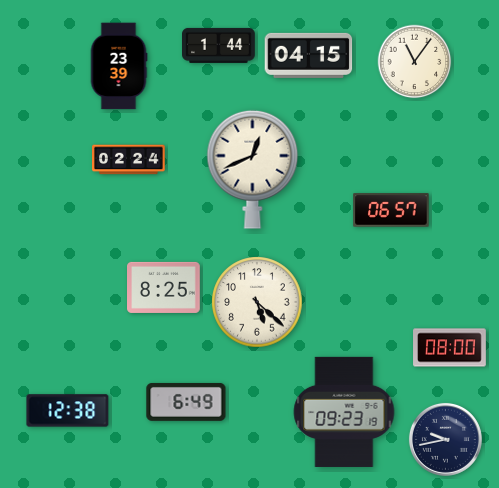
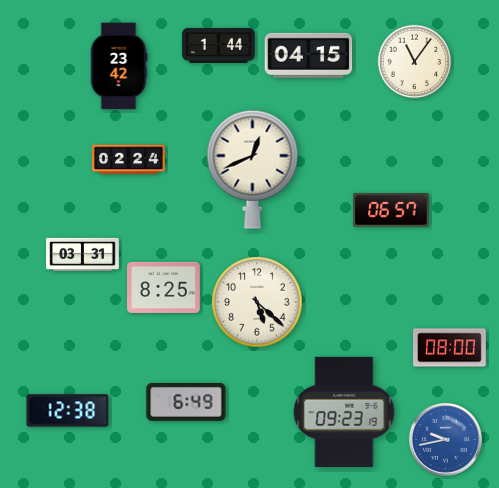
clock at (119, 66): 23:39 -> 23:42
clock at (83, 254): none -> 03:31
clock at (445, 439) dial: navy -> blue
